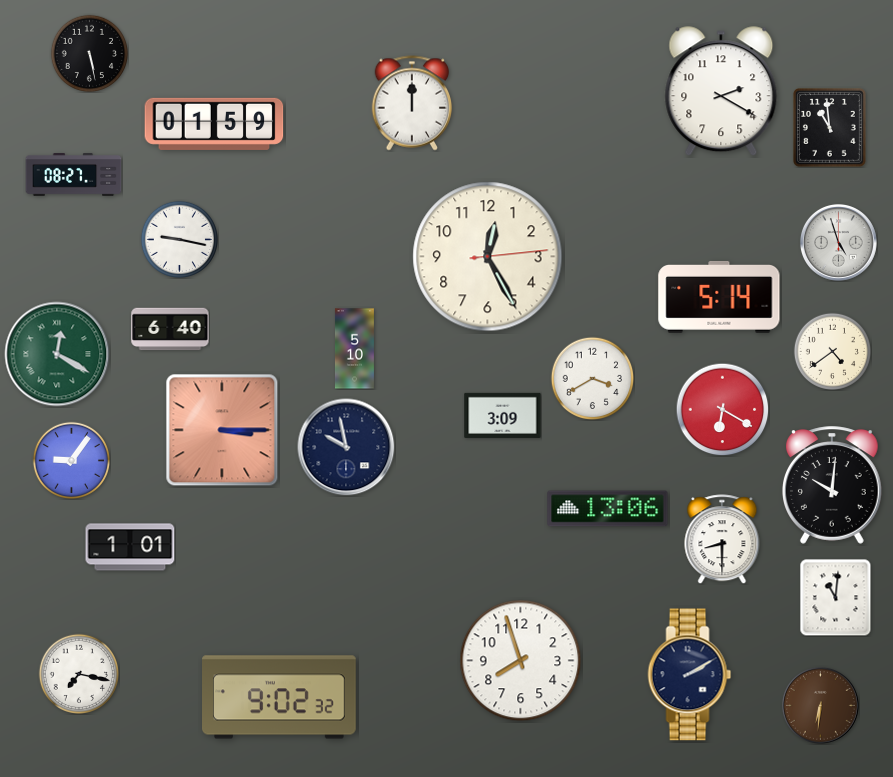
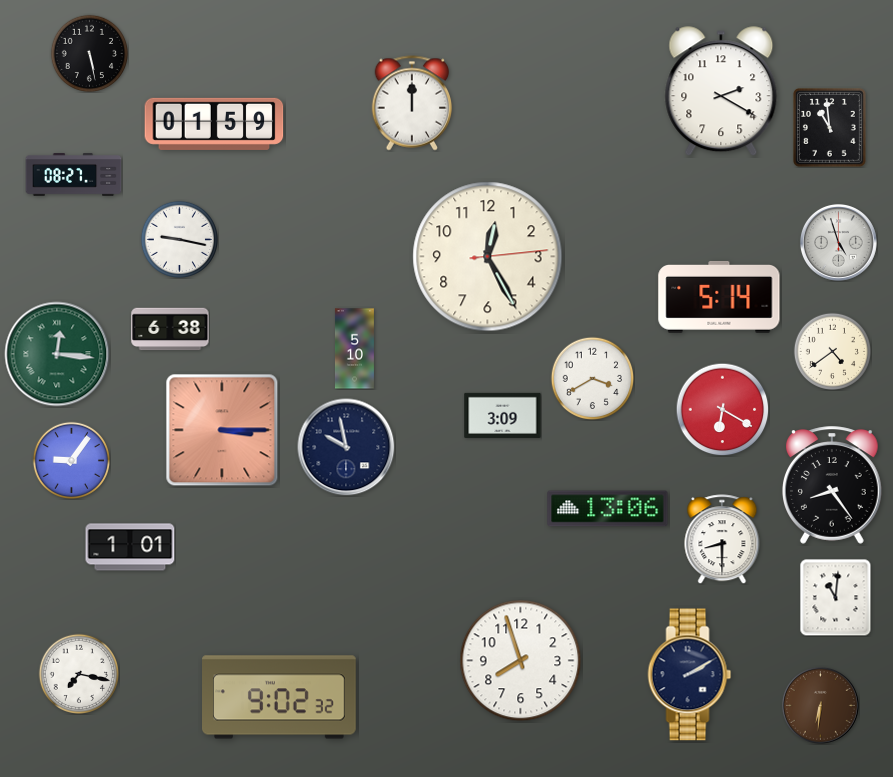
clock at (170, 329): 6:40 -> 6:38
clock at (57, 354): 12:20 -> 12:16
clock at (833, 485): 10:01 -> 8:24
